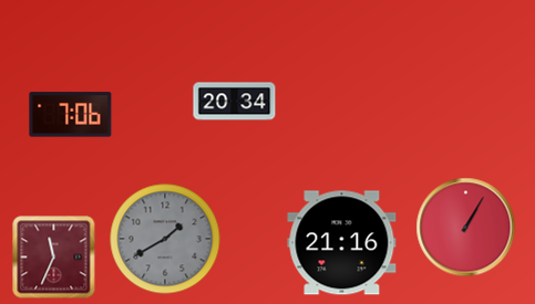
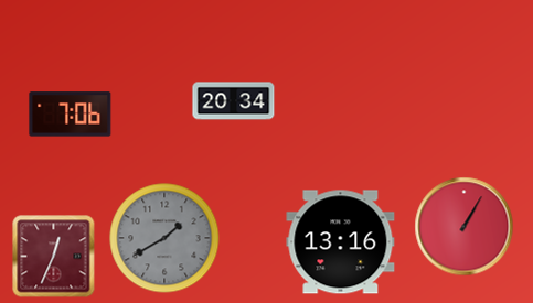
clock at (342, 243): 21:16 -> 13:16
clock at (54, 258): 11:34 -> 12:34
